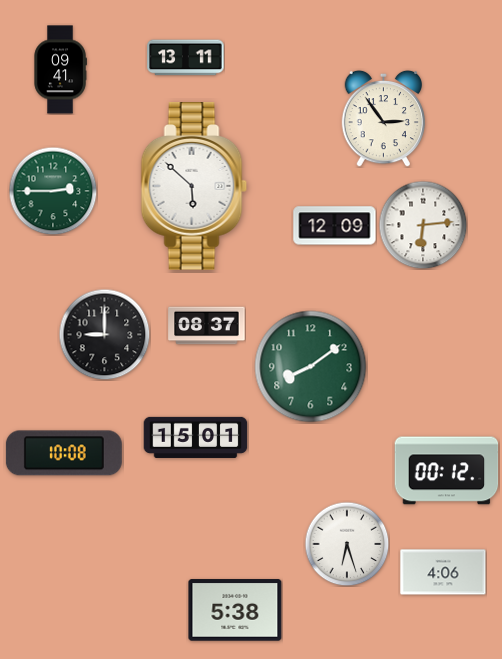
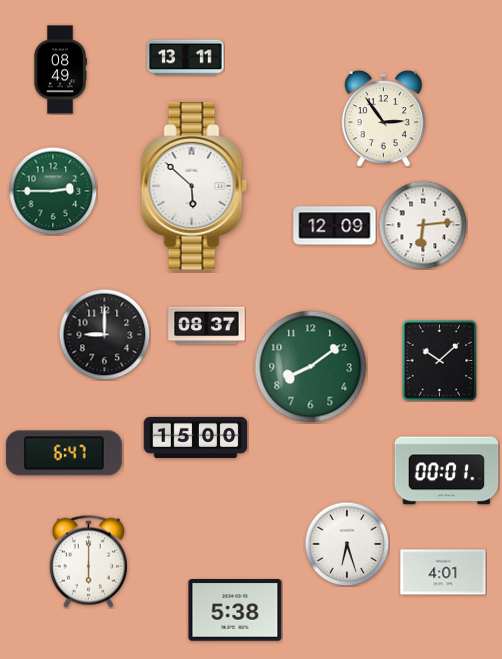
clock at (60, 70): 09:41 -> 08:49
clock at (440, 360): none -> 10:08
clock at (196, 437): 15:01 -> 15:00
clock at (64, 453): 10:08 -> 6:47
clock at (447, 471): 00:12 -> 00:01
clock at (88, 561): none -> 6:00
clock at (443, 572): 4:06 -> 4:01
